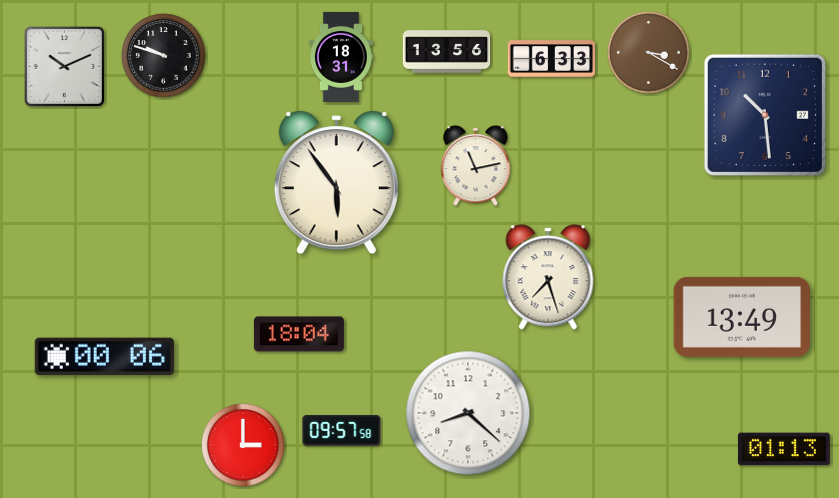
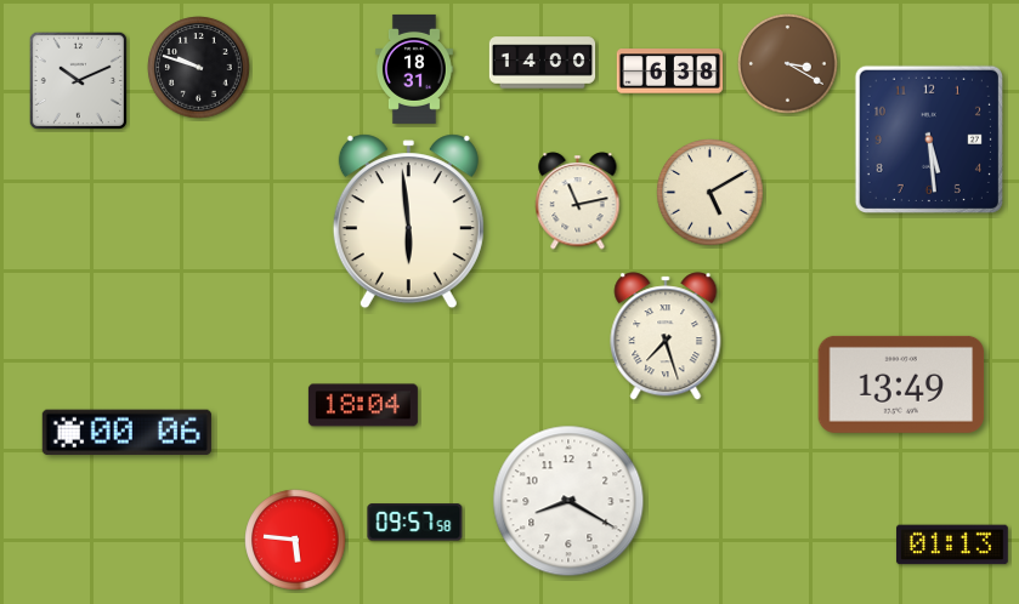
clock at (447, 52): 13:56 -> 14:00
clock at (551, 59): 6:33 -> 6:38
clock at (765, 115): 10:29 -> 5:29
clock at (711, 193): none -> 5:10
clock at (336, 183): 5:54 -> 5:59
clock at (468, 413): 8:22 -> 8:20
clock at (243, 445): 3:00 -> 5:46
